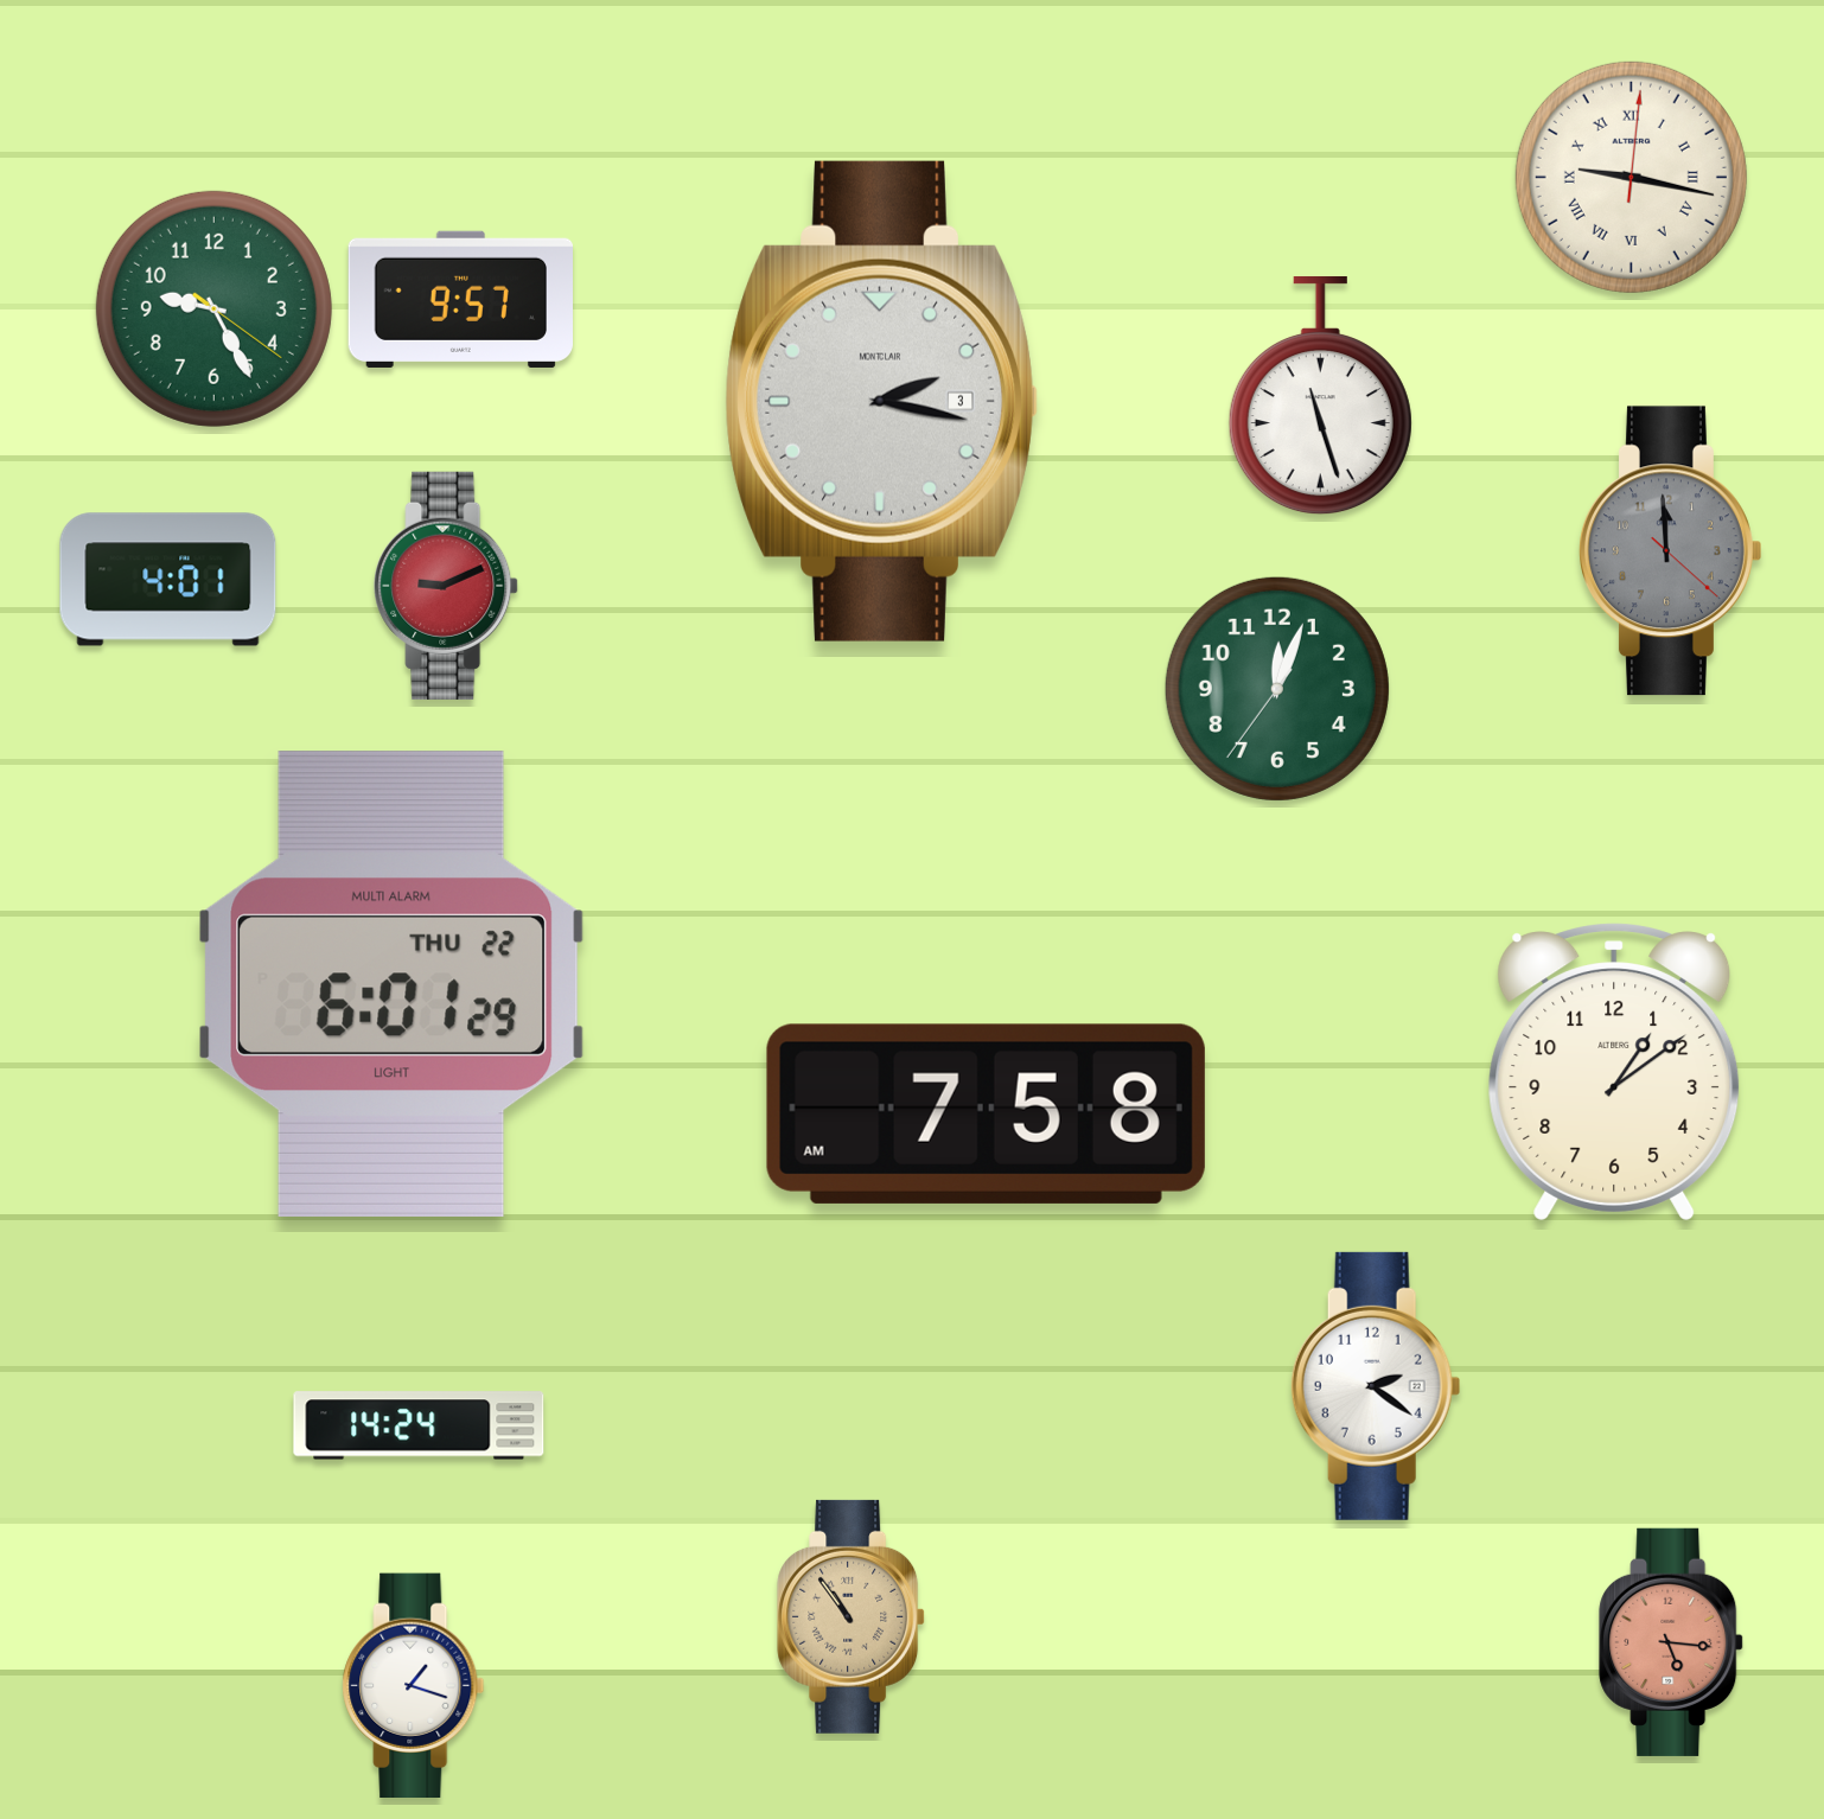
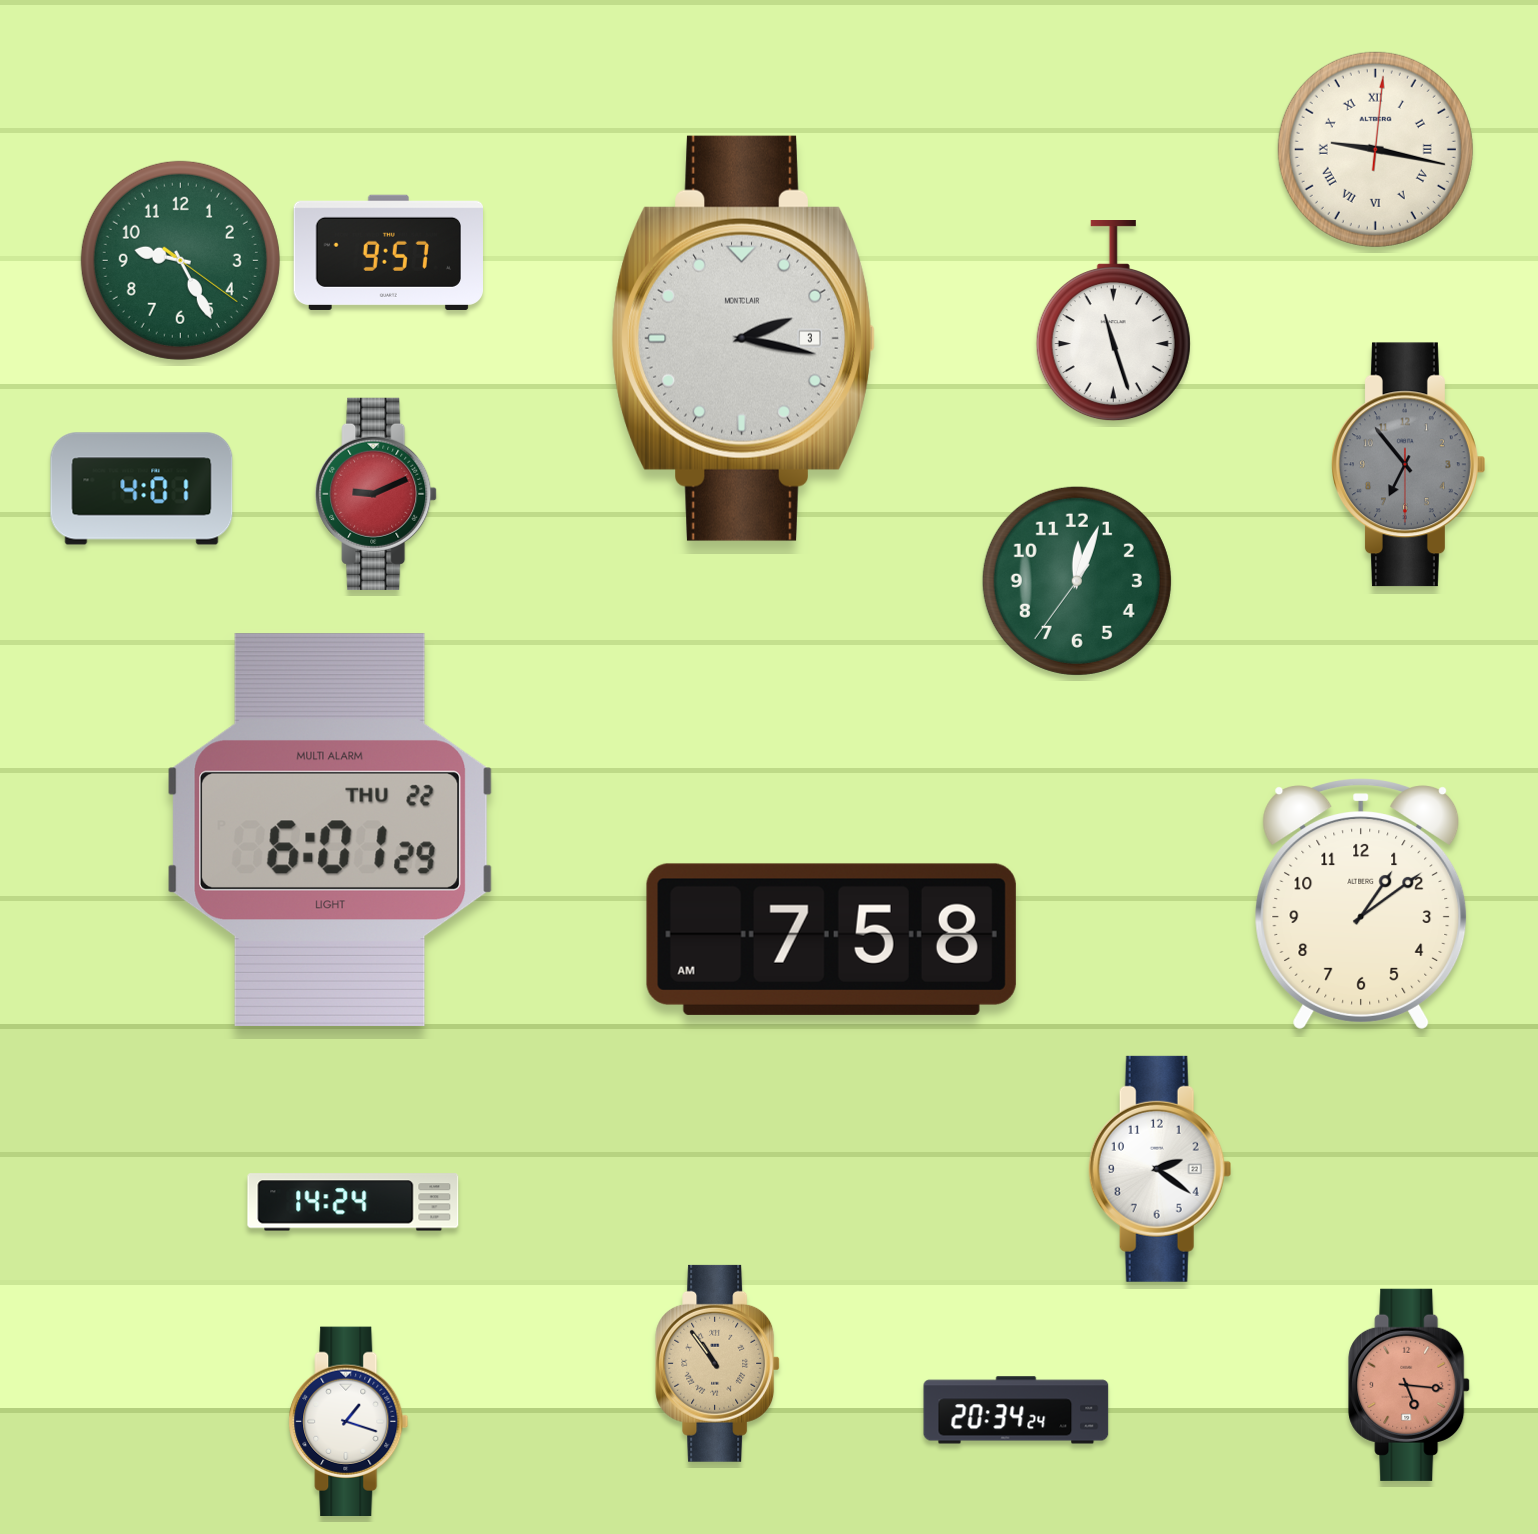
clock at (1320, 397) position: (1320, 397) -> (1113, 322)
clock at (1671, 551): 11:59 -> 6:53
clock at (1016, 1410): none -> 20:34
